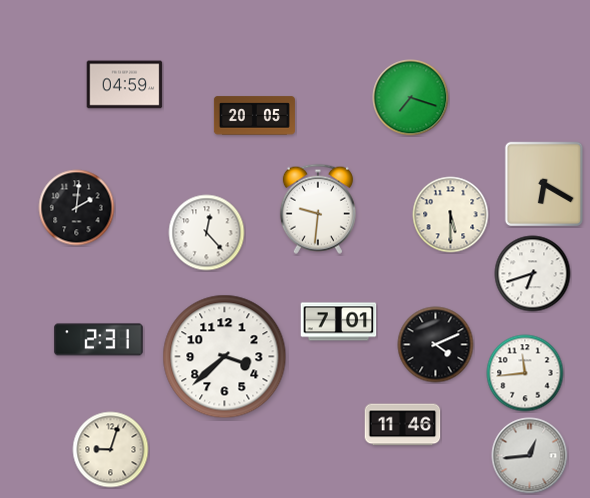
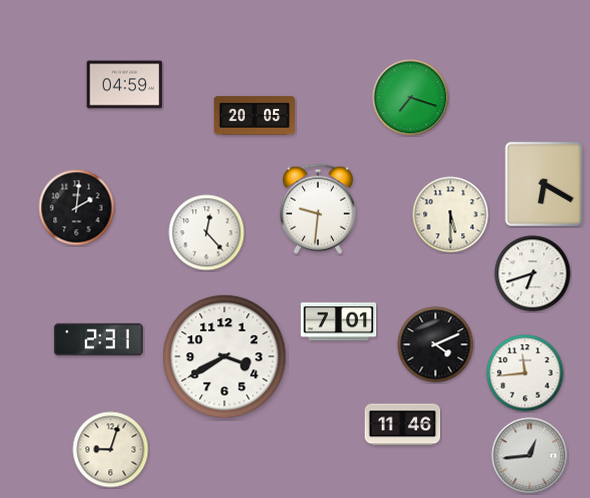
clock at (225, 357): 3:38 -> 3:40
